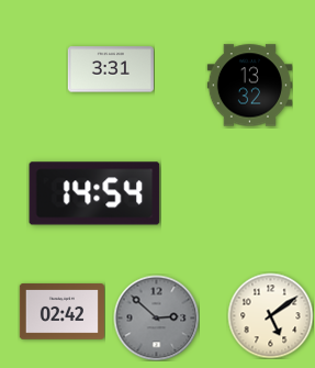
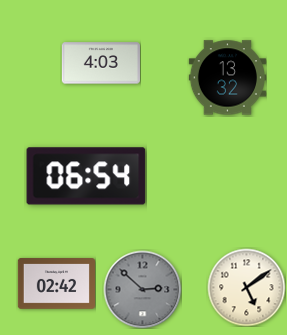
clock at (111, 69): 3:31 -> 4:03
clock at (94, 193): 14:54 -> 06:54
